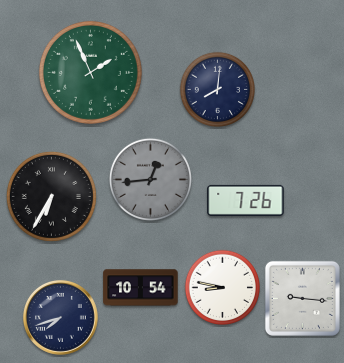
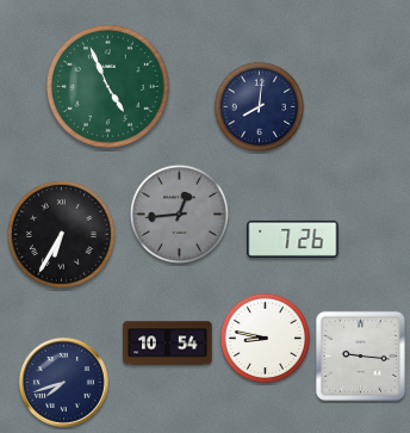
clock at (90, 72): 1:56 -> 4:56
clock at (223, 288) position: (223, 288) -> (266, 339)
clock at (60, 317) position: (60, 317) -> (63, 382)
